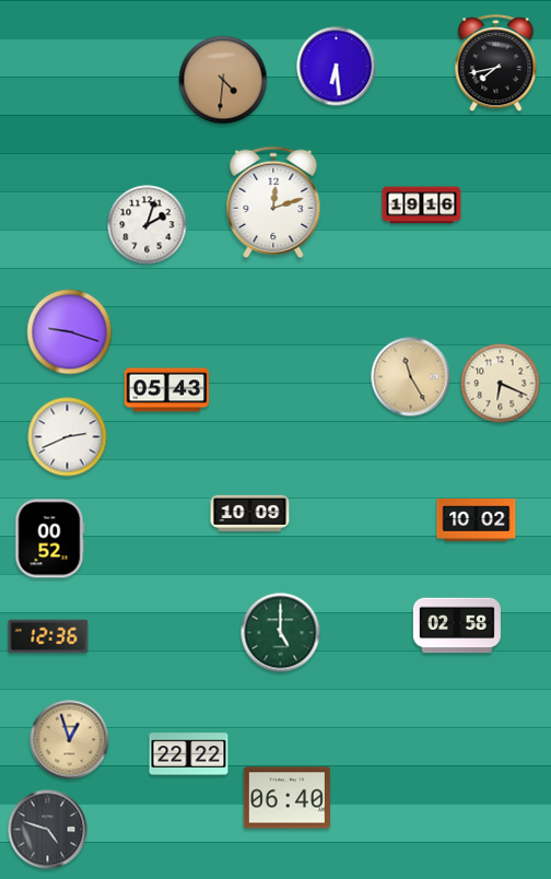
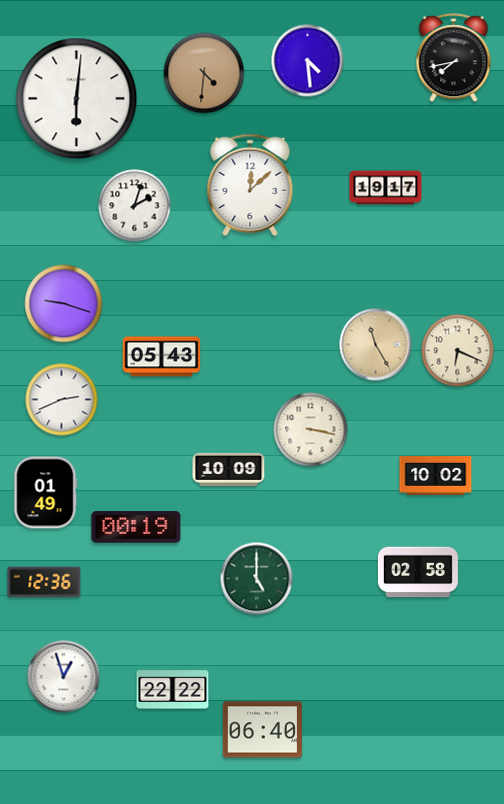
clock at (337, 67): 6:29 -> 4:29
clock at (77, 99): none -> 6:01
clock at (273, 201): 12:12 -> 12:08
clock at (422, 206): 19:16 -> 19:17
clock at (167, 390) position: (167, 390) -> (162, 357)
clock at (311, 430): none -> 3:17
clock at (49, 539): 00:52 -> 01:49
clock at (136, 527): none -> 00:19
clock at (70, 740) dial: champagne -> white
clock at (48, 830): 4:48 -> none
